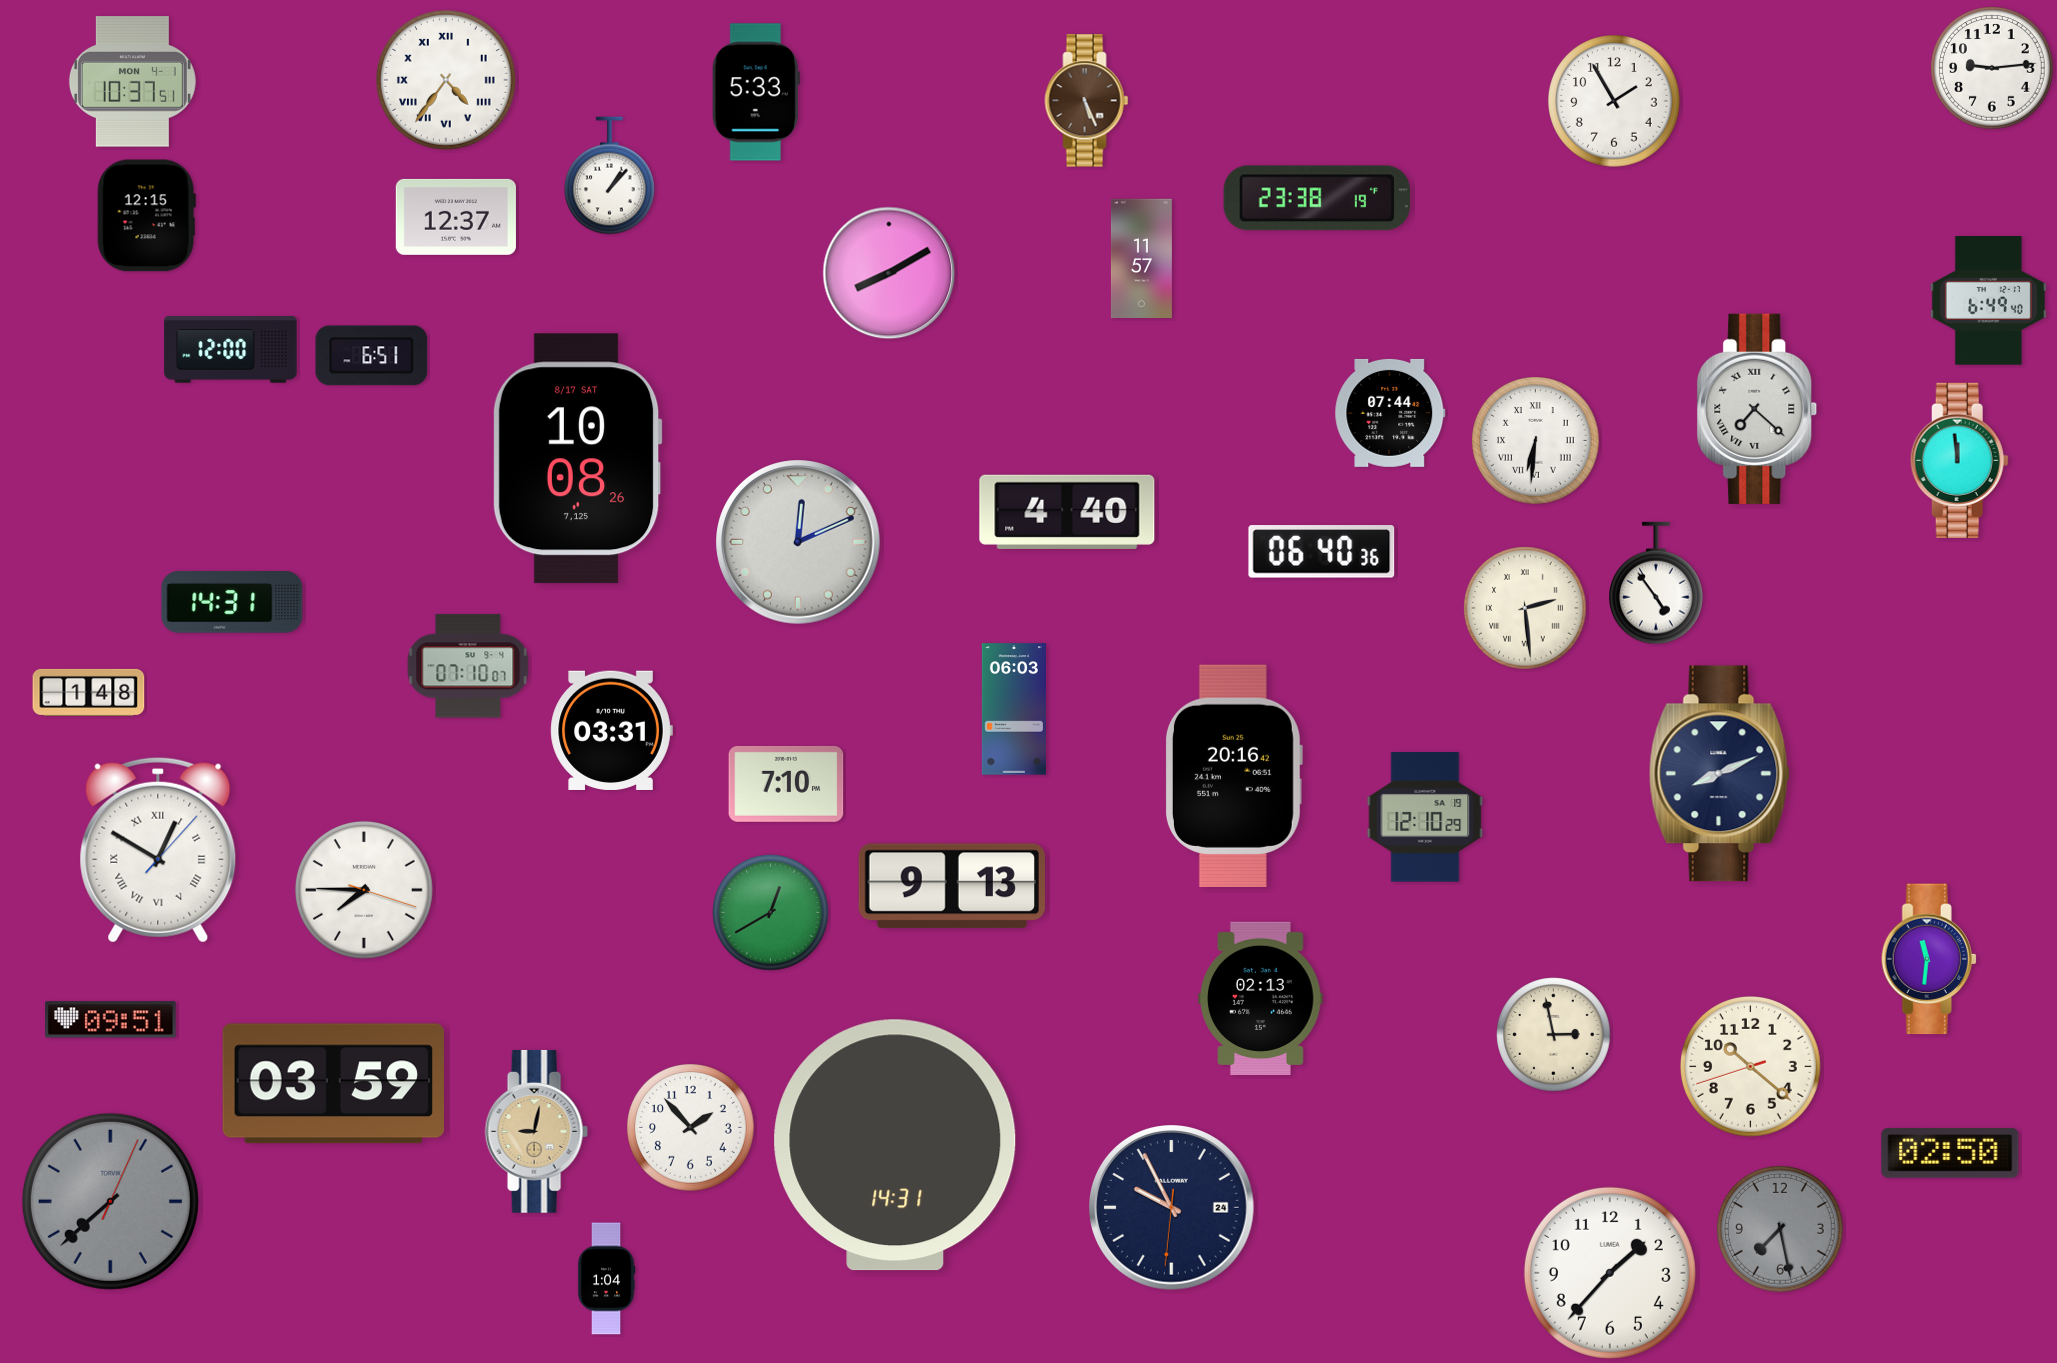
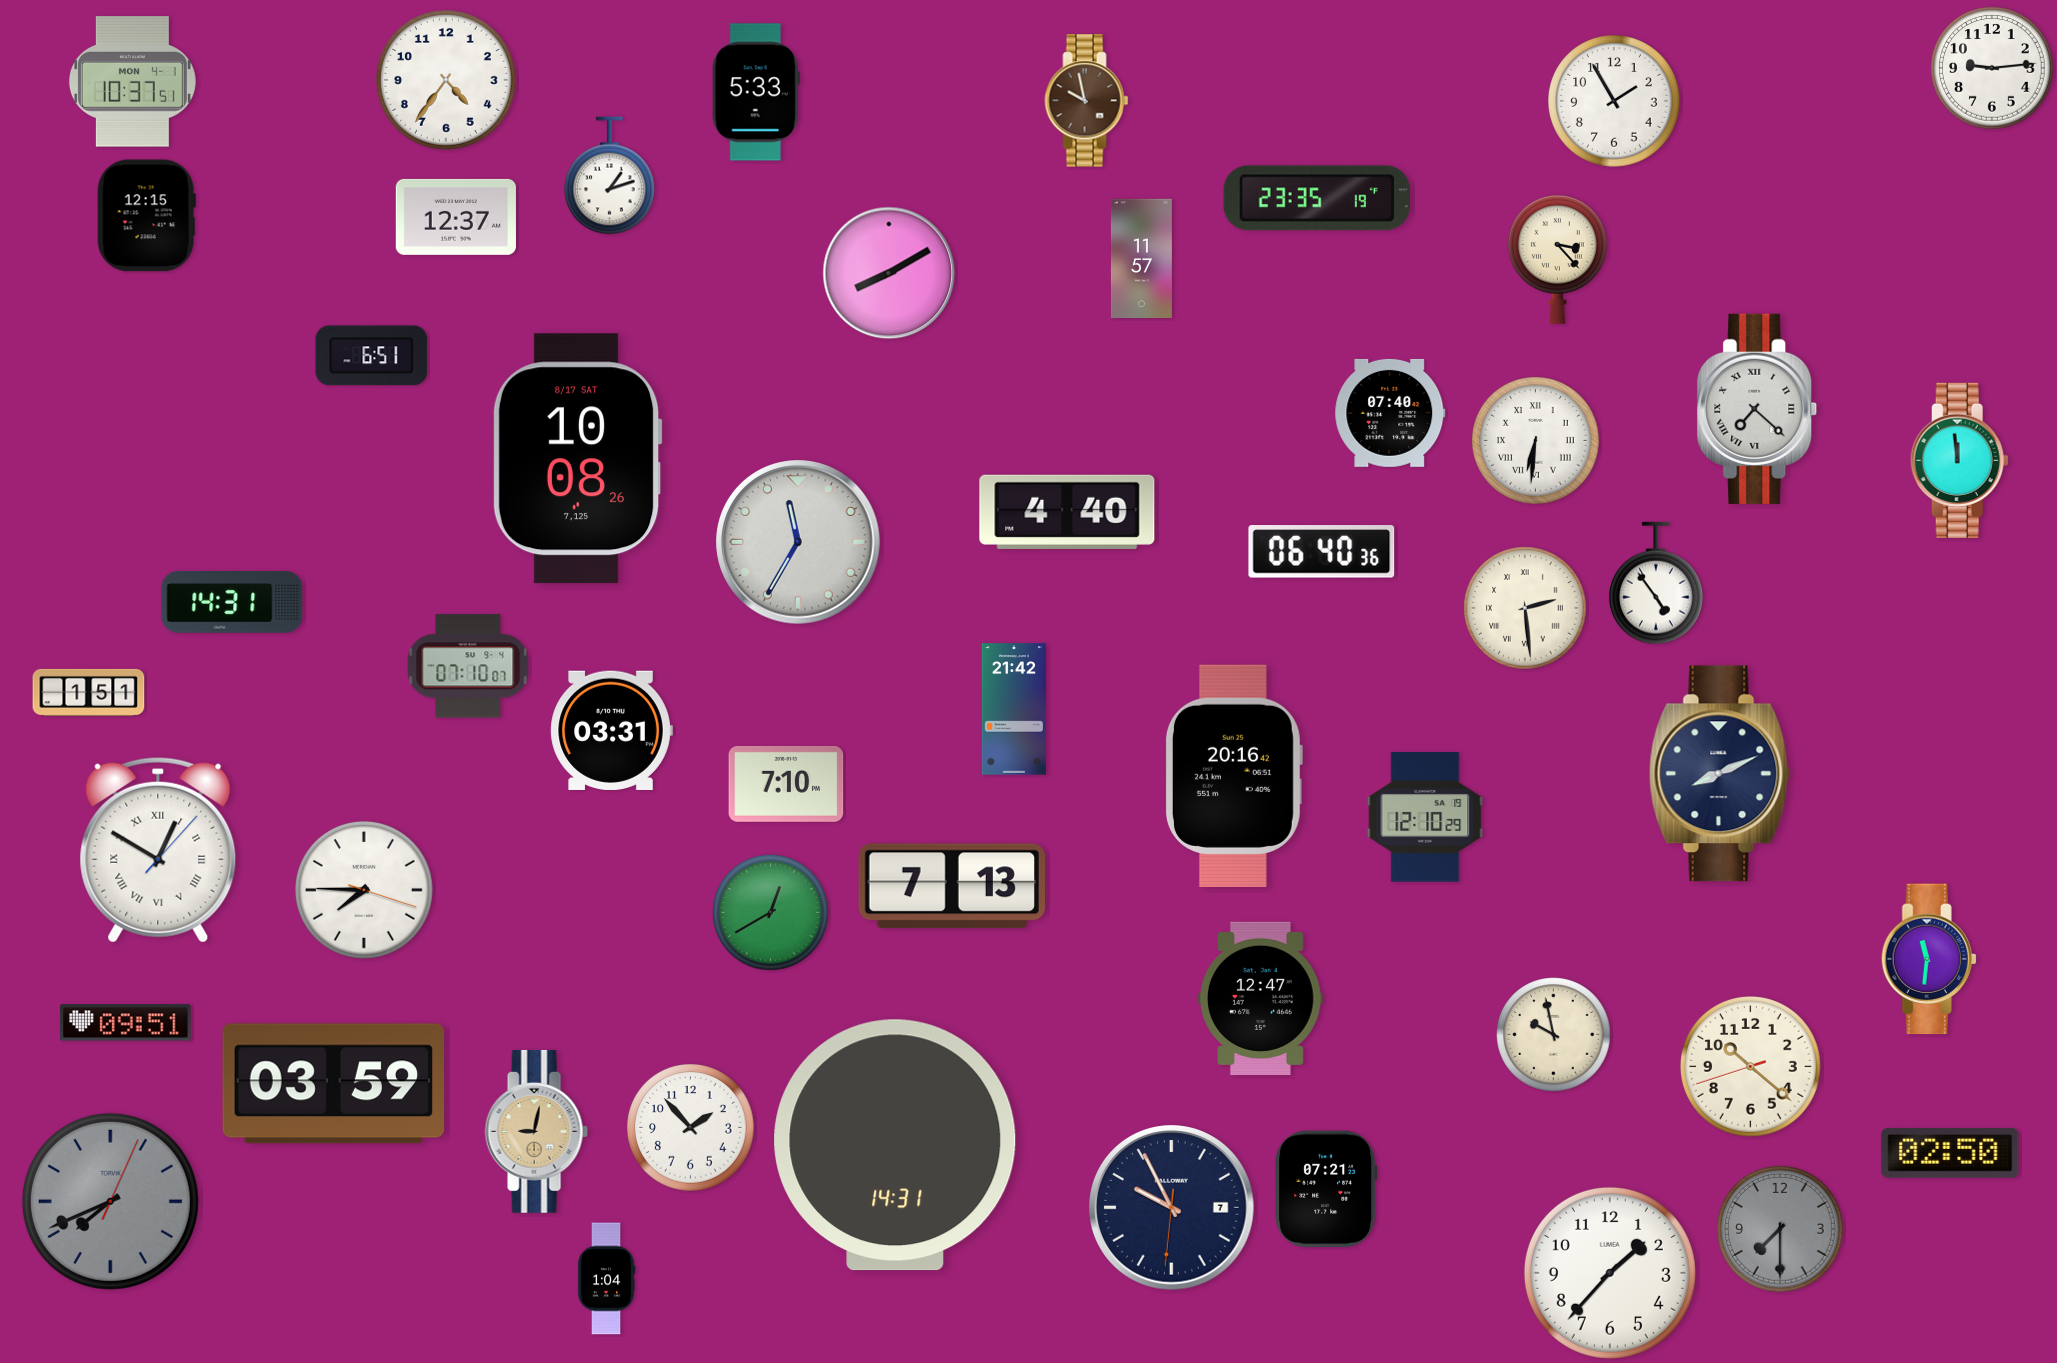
clock at (446, 80) numerals: Roman -> Arabic
clock at (1087, 101): 5:26 -> 9:58
clock at (610, 176): 1:07 -> 1:12
clock at (1316, 198): 23:38 -> 23:35
clock at (1557, 260): none -> 3:23
clock at (1988, 301): 6:49 -> none
clock at (231, 350): 12:00 -> none
clock at (1390, 413): 07:44 -> 07:40
clock at (798, 542): 12:11 -> 11:35
clock at (89, 692): 1:48 -> 1:51
clock at (1014, 709): 06:03 -> 21:42
clock at (952, 886): 9:13 -> 7:13
clock at (1261, 998): 02:13 -> 12:47
clock at (111, 1020) position: (111, 1020) -> (126, 1023)
clock at (1554, 1035): 2:58 -> 9:58
clock at (1326, 1189): none -> 07:21
clock at (110, 1201): 7:38 -> 7:41
clock at (1172, 1208) date: 24 -> 7
clock at (1780, 1229): 7:28 -> 7:30
